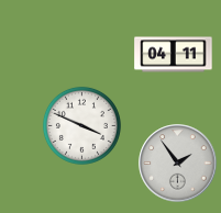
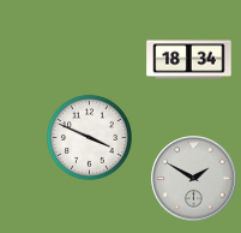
clock at (174, 55): 04:11 -> 18:34
clock at (178, 164): 1:54 -> 1:50
